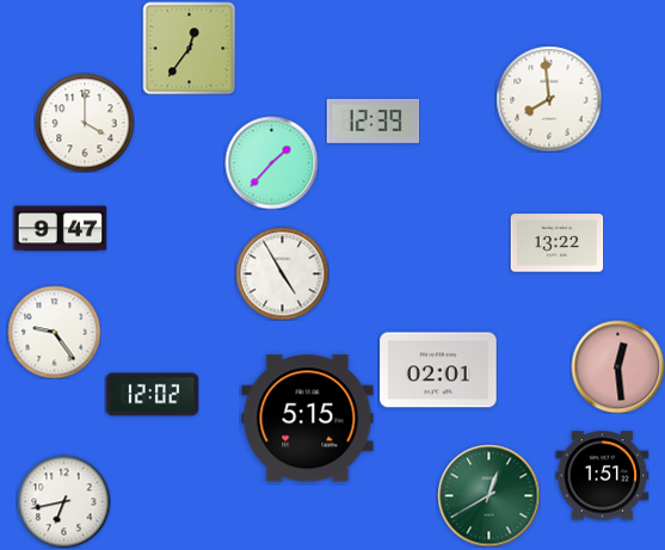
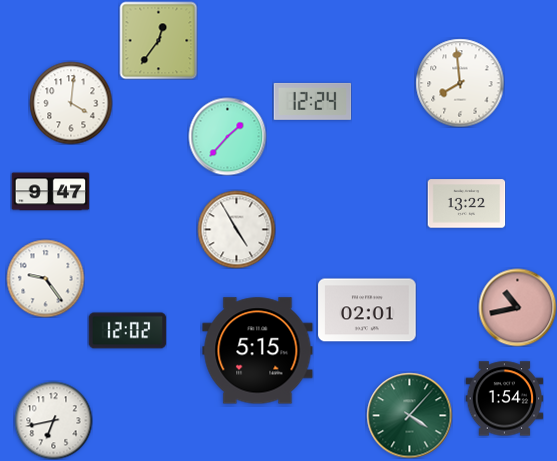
clock at (372, 120): 12:39 -> 12:24
clock at (85, 123): 4:00 -> 4:01
clock at (617, 366): 12:29 -> 10:43
clock at (602, 476): 1:51 -> 1:54
clock at (488, 495): 12:40 -> 4:07
